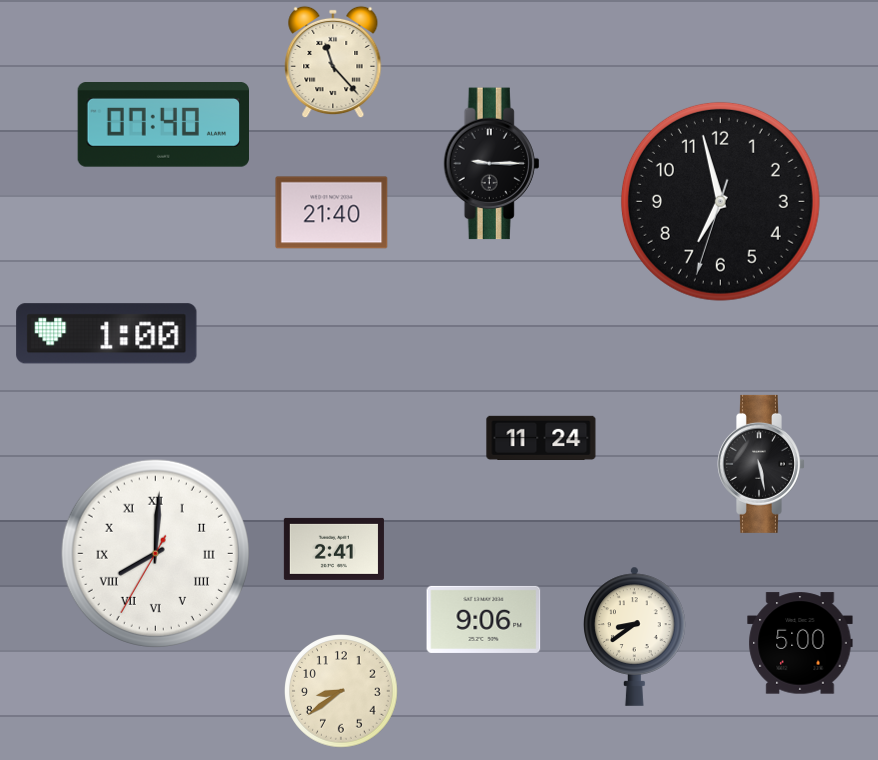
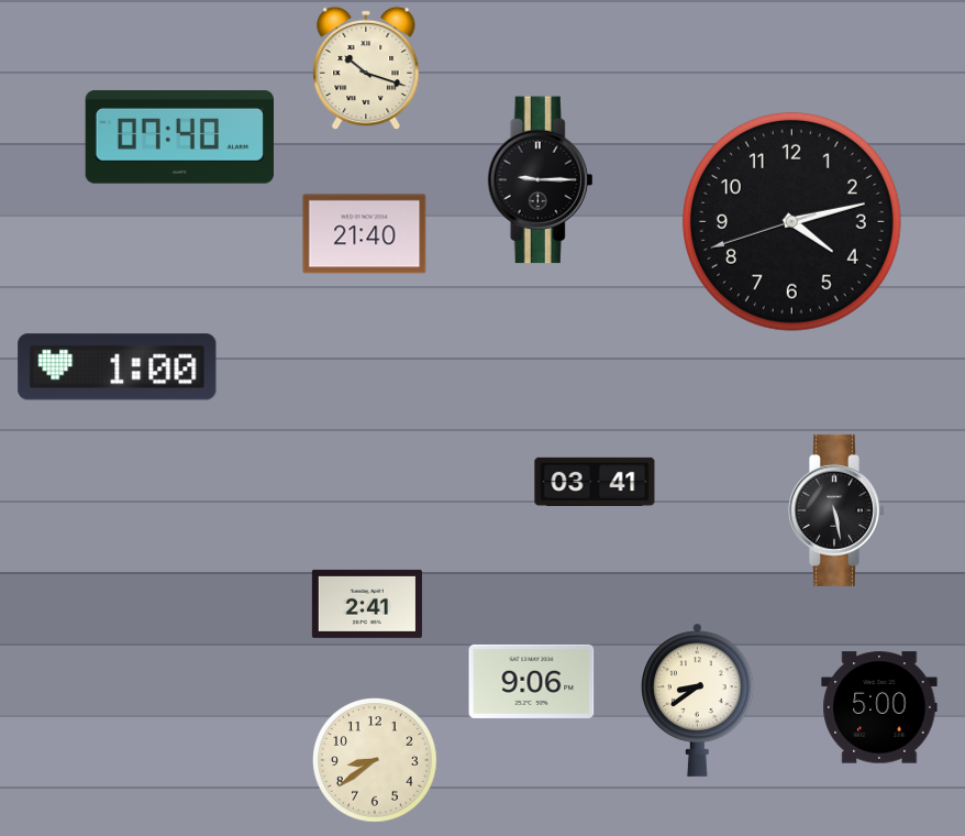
clock at (333, 62): 11:23 -> 10:18
clock at (720, 201): 6:57 -> 4:12
clock at (541, 438): 11:24 -> 03:41
clock at (155, 553): 8:00 -> none
